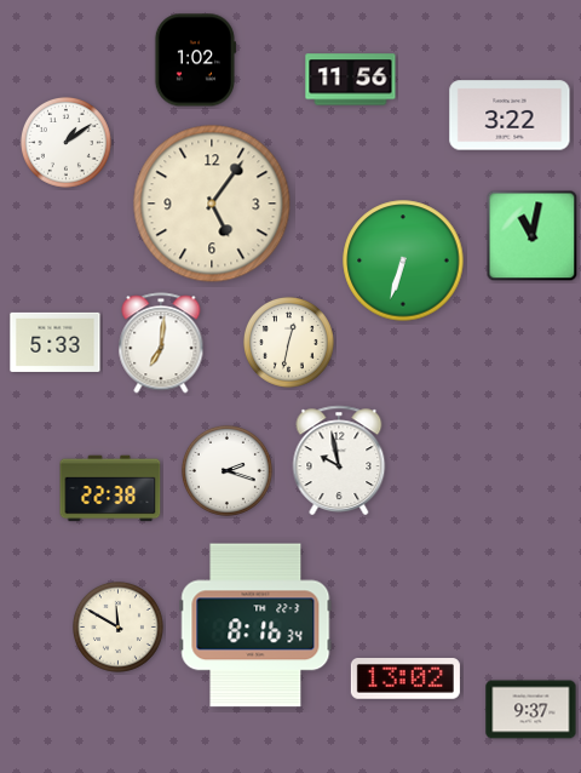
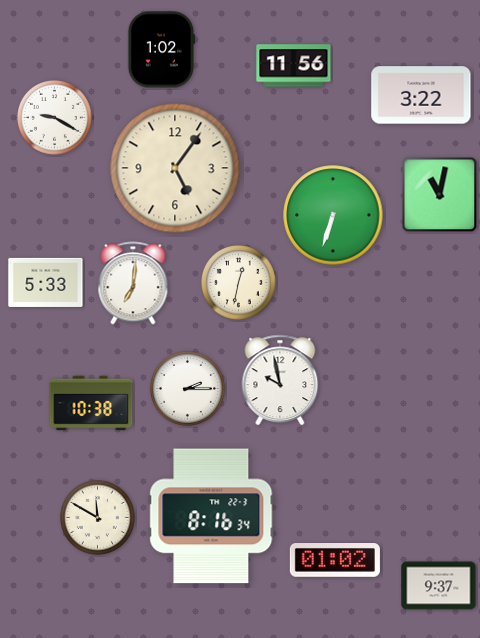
clock at (351, 80) position: (351, 80) -> (294, 66)
clock at (65, 142): 1:09 -> 9:20
clock at (226, 470): 2:18 -> 2:15
clock at (110, 488): 22:38 -> 10:38
clock at (405, 680): 13:02 -> 01:02
